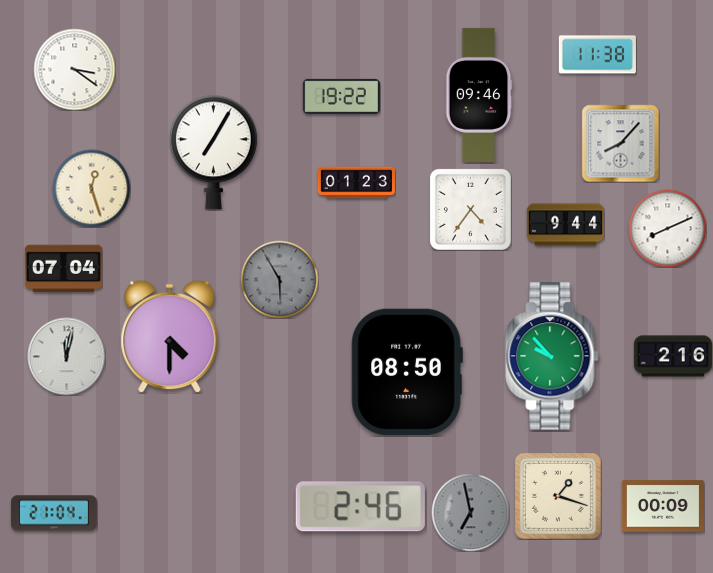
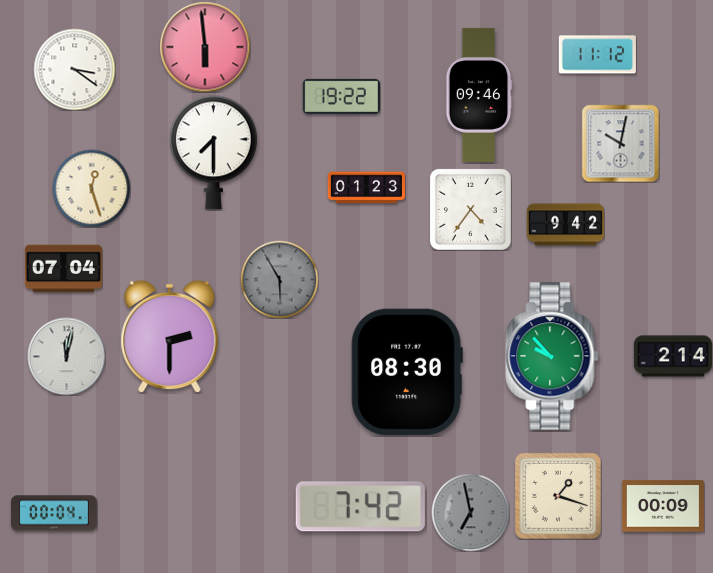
clock at (205, 47): none -> 5:59
clock at (597, 55): 11:38 -> 11:12
clock at (620, 143): 8:07 -> 10:02
clock at (213, 153): 7:05 -> 7:30
clock at (356, 183) position: (356, 183) -> (366, 188)
clock at (565, 225): 9:44 -> 9:42
clock at (667, 228): 8:11 -> none
clock at (170, 336): 4:30 -> 2:30
clock at (673, 356): 2:16 -> 2:14
clock at (407, 372): 08:50 -> 08:30
clock at (360, 507): 2:46 -> 7:42
clock at (54, 513): 21:04 -> 00:04
